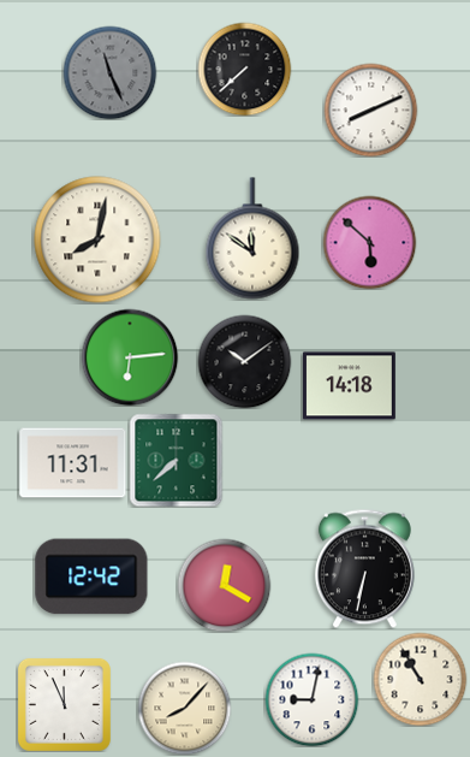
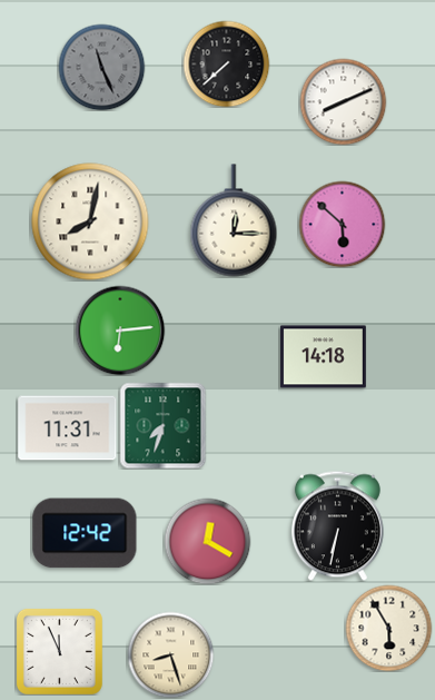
clock at (252, 238): 11:51 -> 12:15
clock at (244, 361): 10:09 -> none
clock at (175, 460): 7:38 -> 7:33
clock at (420, 679): 10:55 -> 5:55
clock at (311, 699): 9:02 -> none
clock at (184, 708): 8:07 -> 8:27
